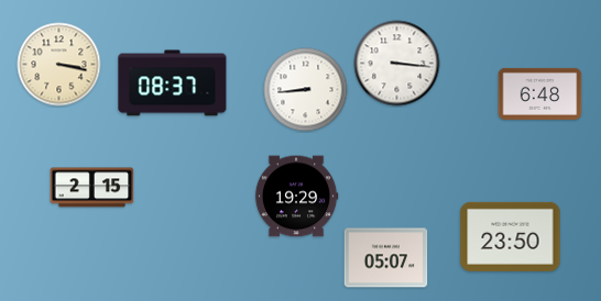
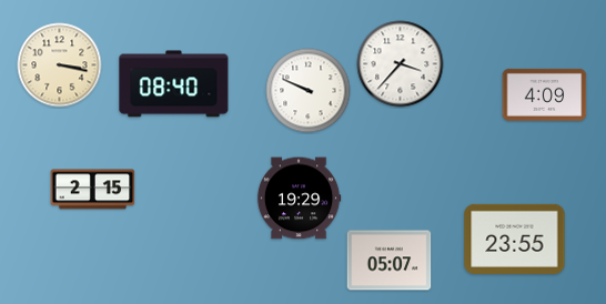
clock at (397, 64): 3:16 -> 3:37
clock at (173, 83): 08:37 -> 08:40
clock at (306, 90): 8:44 -> 9:49
clock at (540, 93): 6:48 -> 4:09
clock at (511, 236): 23:50 -> 23:55
